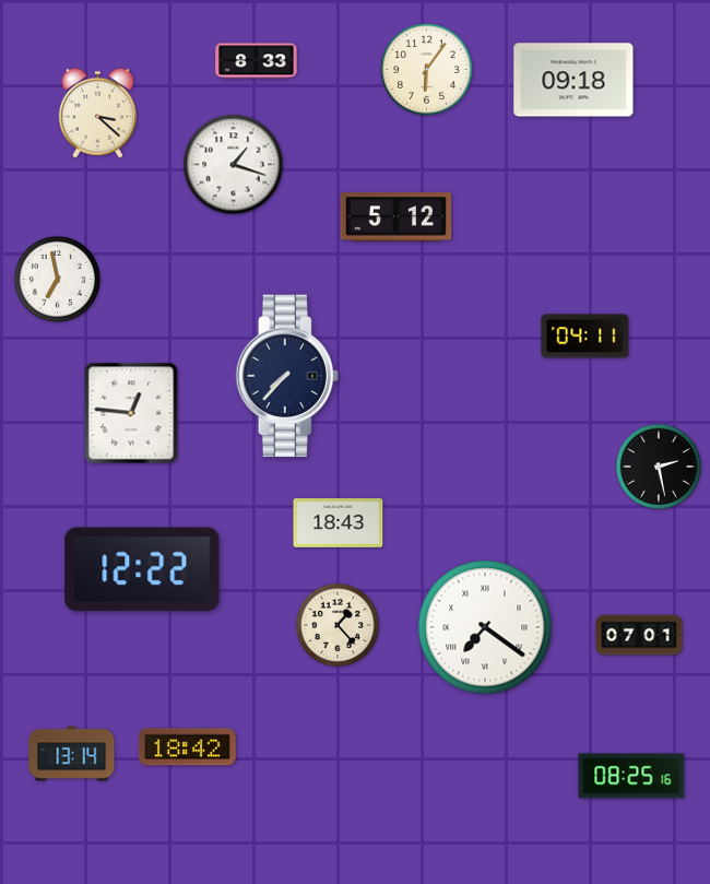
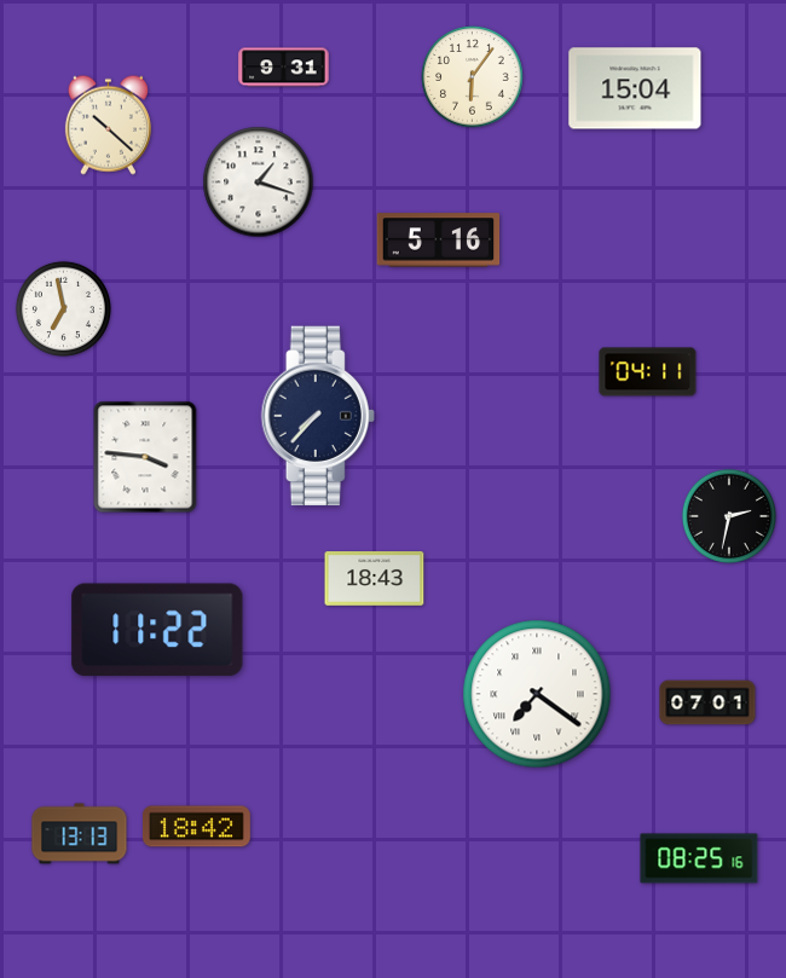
clock at (257, 61): 8:33 -> 9:31
clock at (573, 80): 09:18 -> 15:04
clock at (97, 113): 3:22 -> 10:22
clock at (397, 217): 5:12 -> 5:16
clock at (131, 413): 12:46 -> 3:46
clock at (659, 467): 2:28 -> 2:32
clock at (142, 569): 12:22 -> 11:22
clock at (338, 625): 1:23 -> none
clock at (187, 747) position: (187, 747) -> (196, 827)
clock at (72, 754): 13:14 -> 13:13
